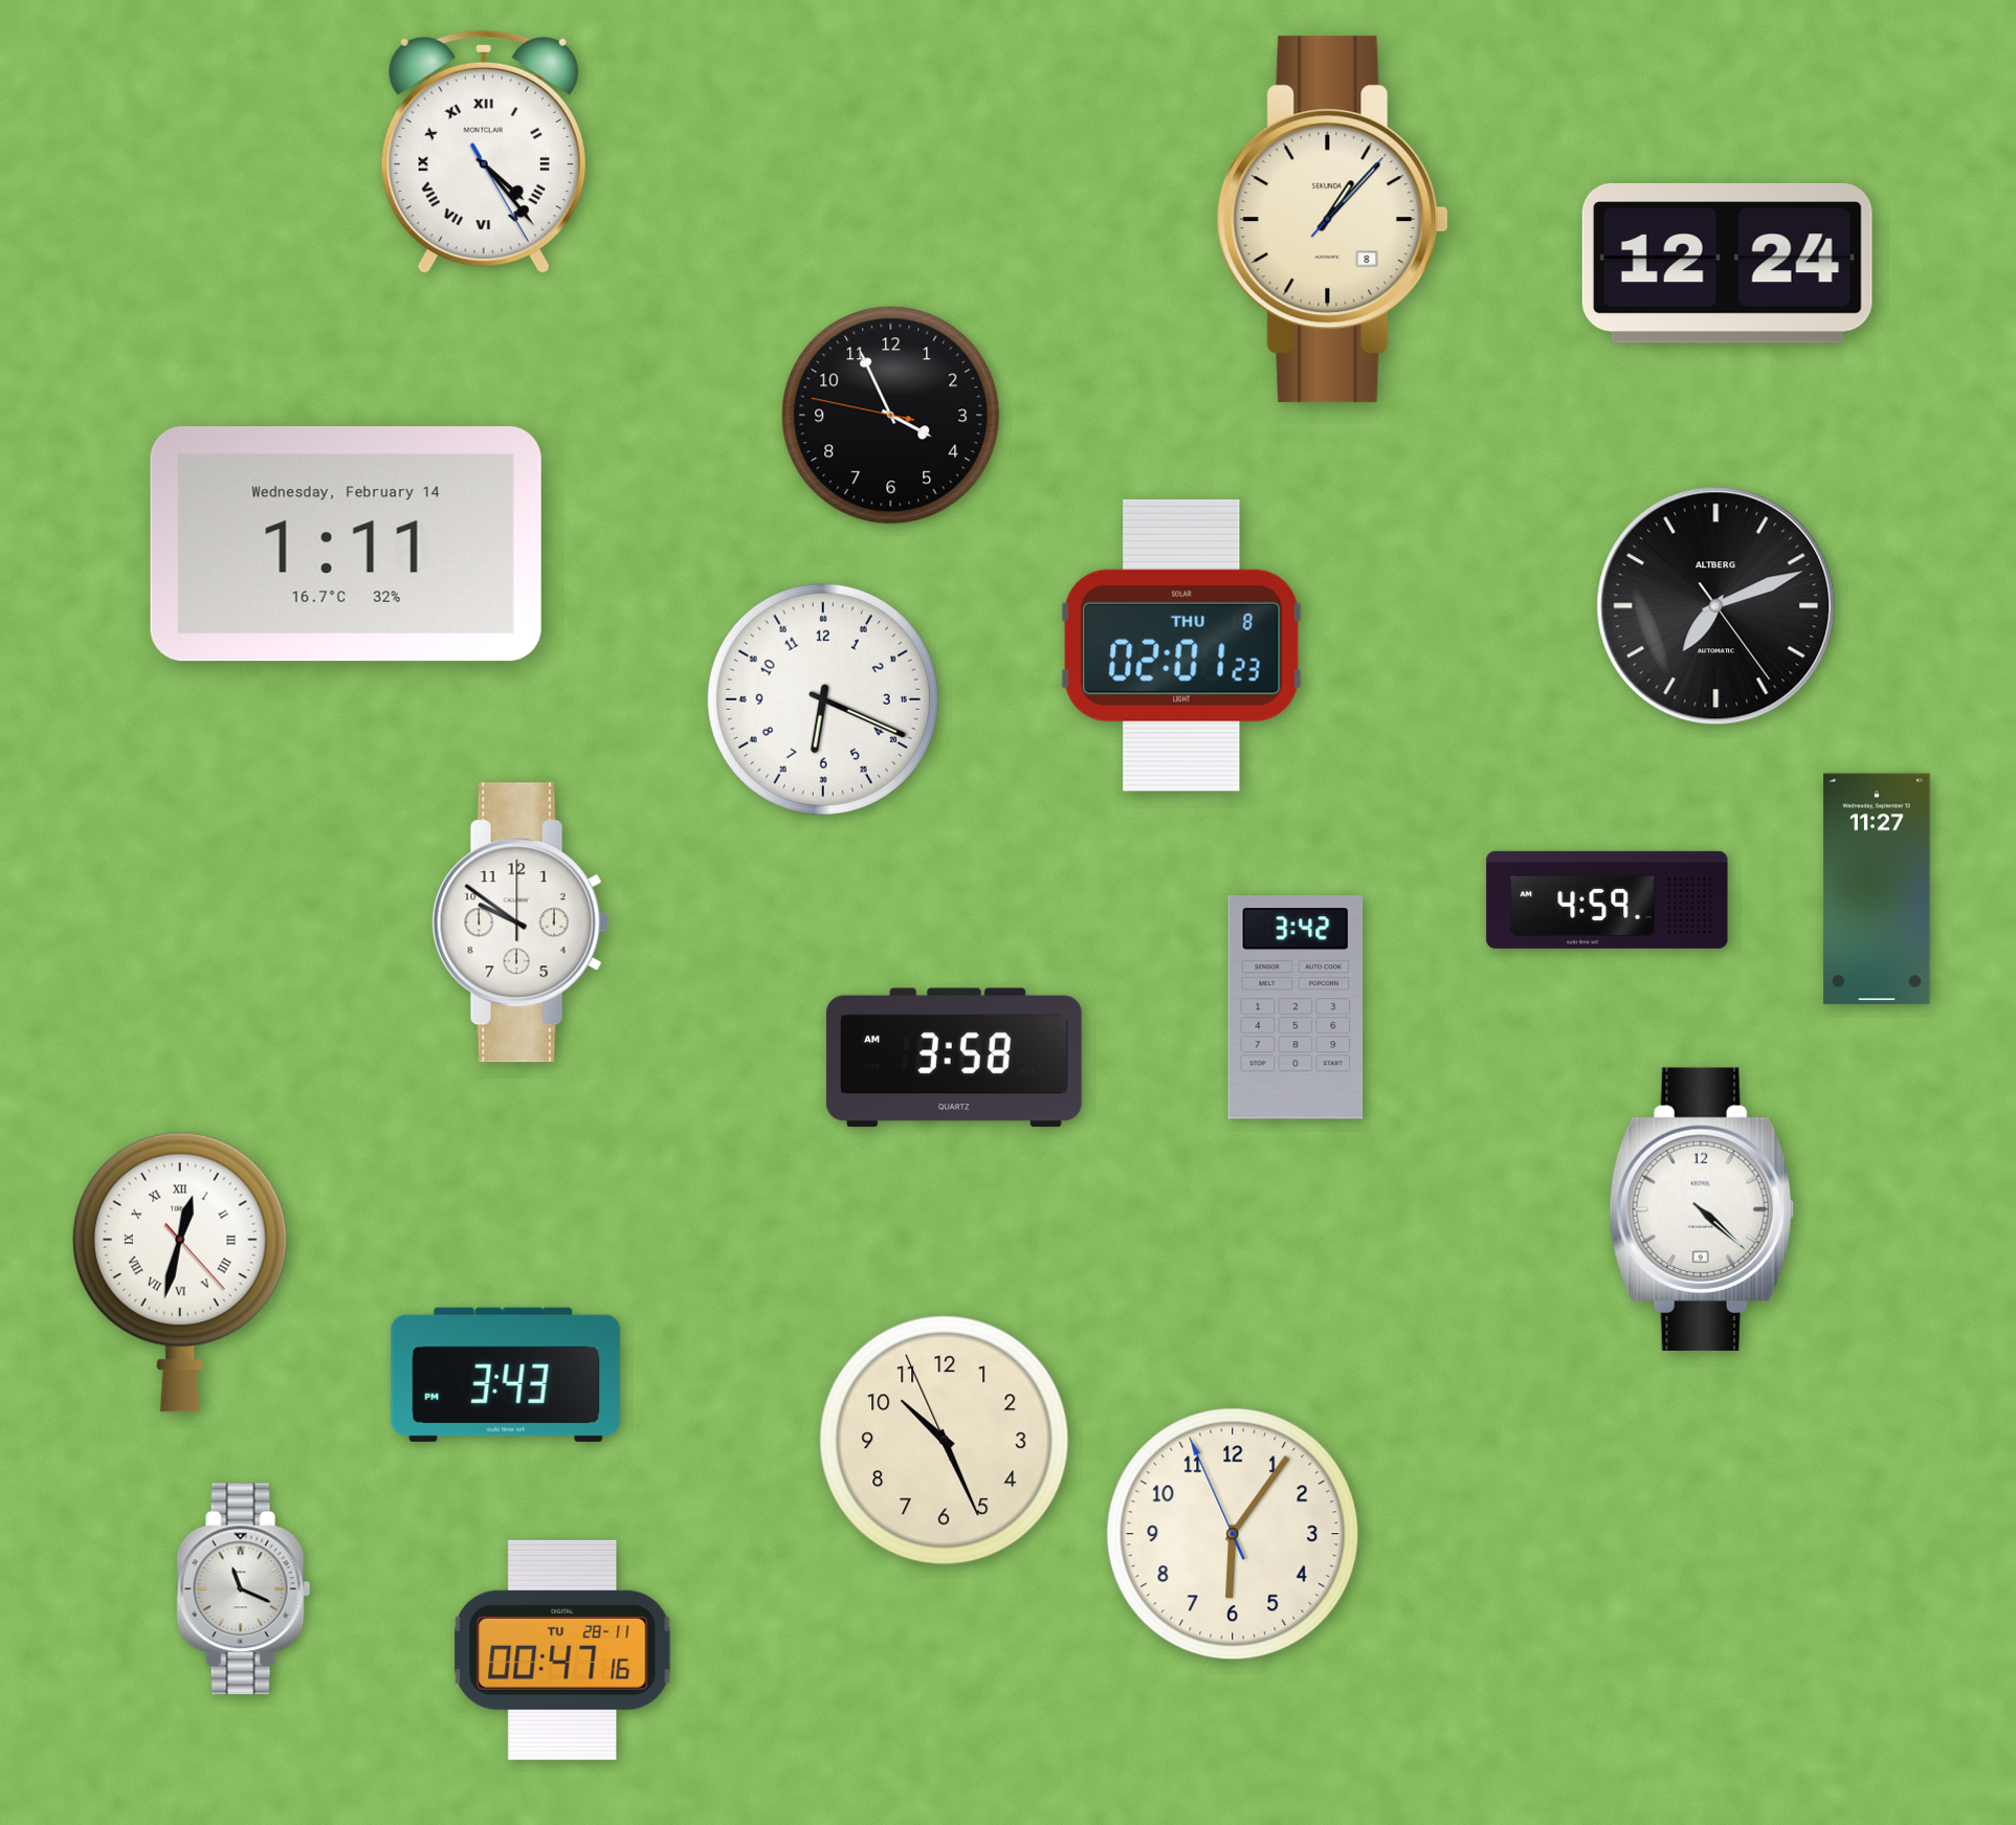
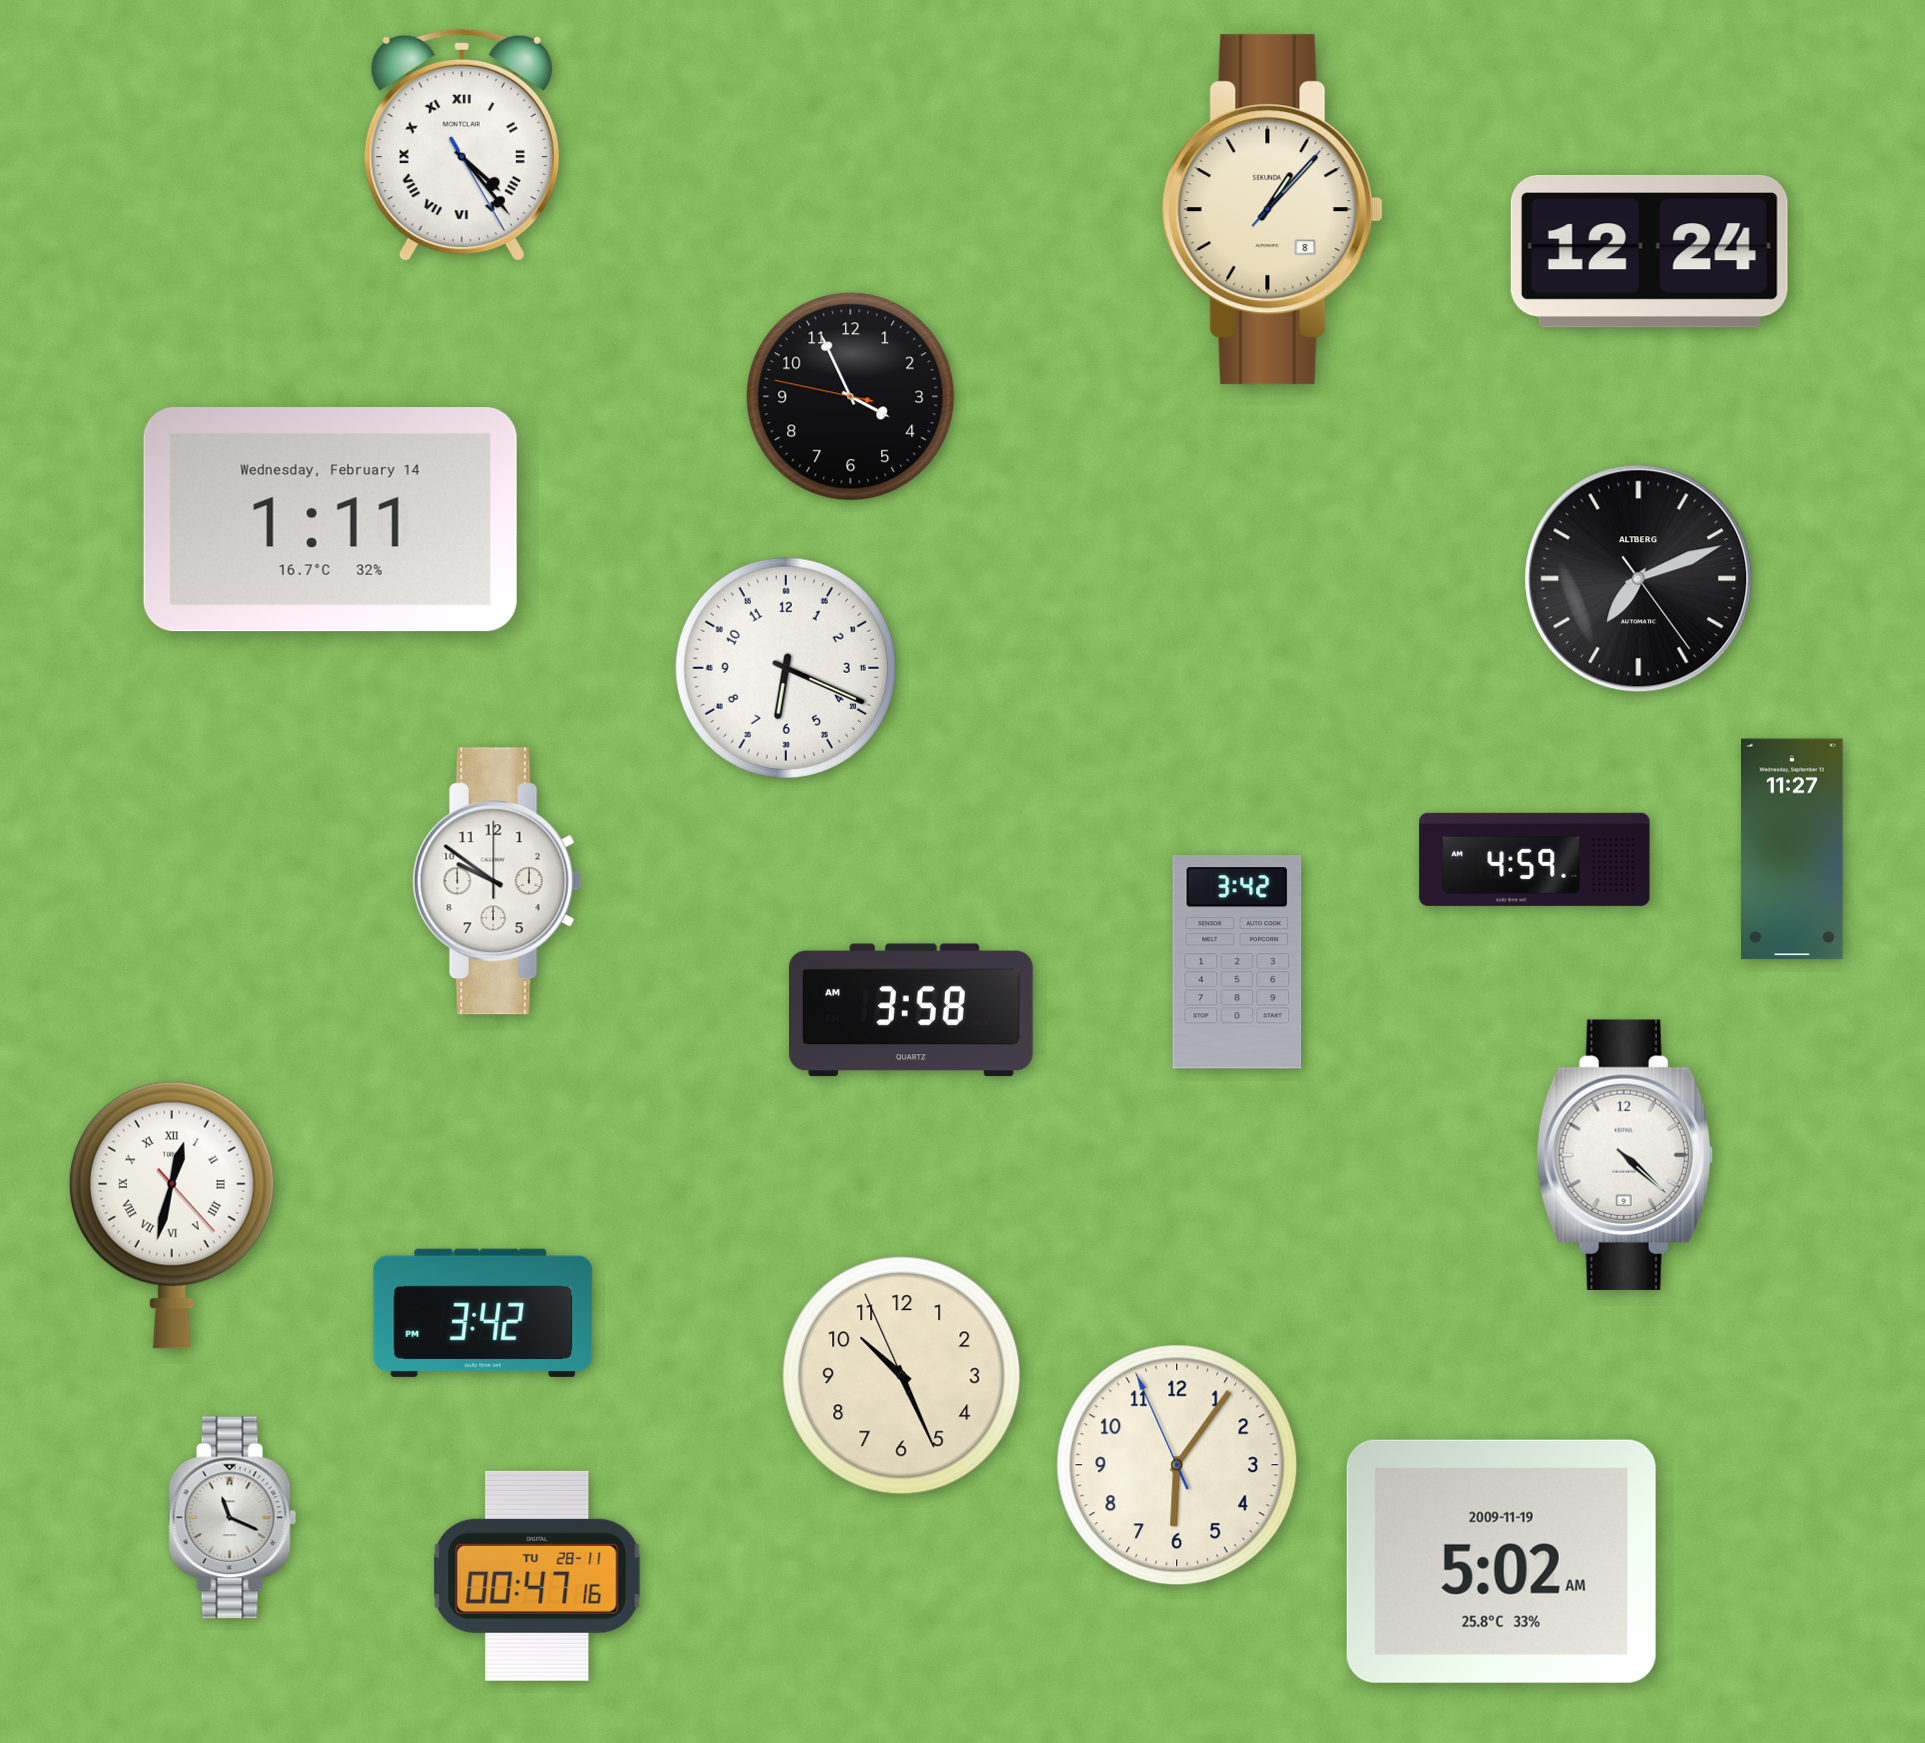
clock at (1182, 645): 02:01 -> none
clock at (506, 1375): 3:43 -> 3:42
clock at (1501, 1561): none -> 5:02
